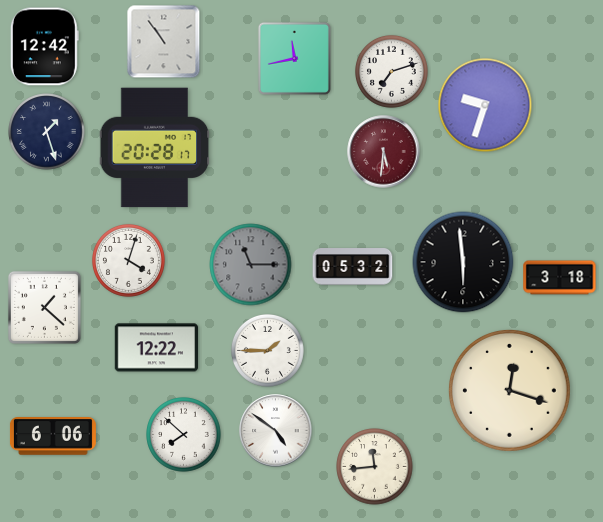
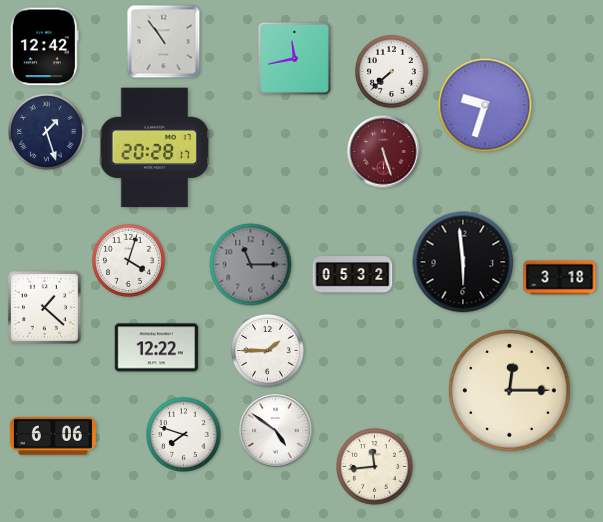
clock at (392, 71): 7:12 -> 7:38
clock at (384, 152): 5:31 -> 5:27
clock at (353, 267) position: (353, 267) -> (353, 275)
clock at (510, 391): 12:18 -> 12:15
clock at (184, 435): 7:52 -> 7:48
